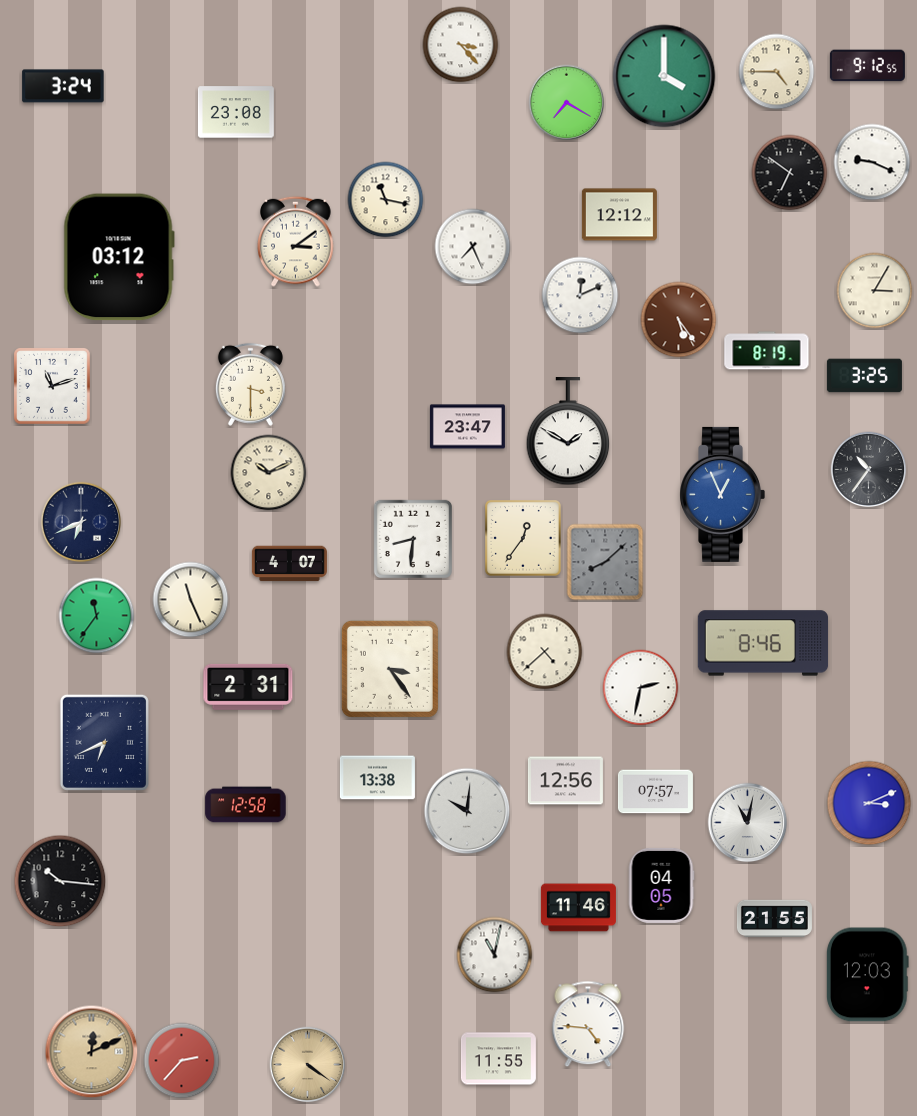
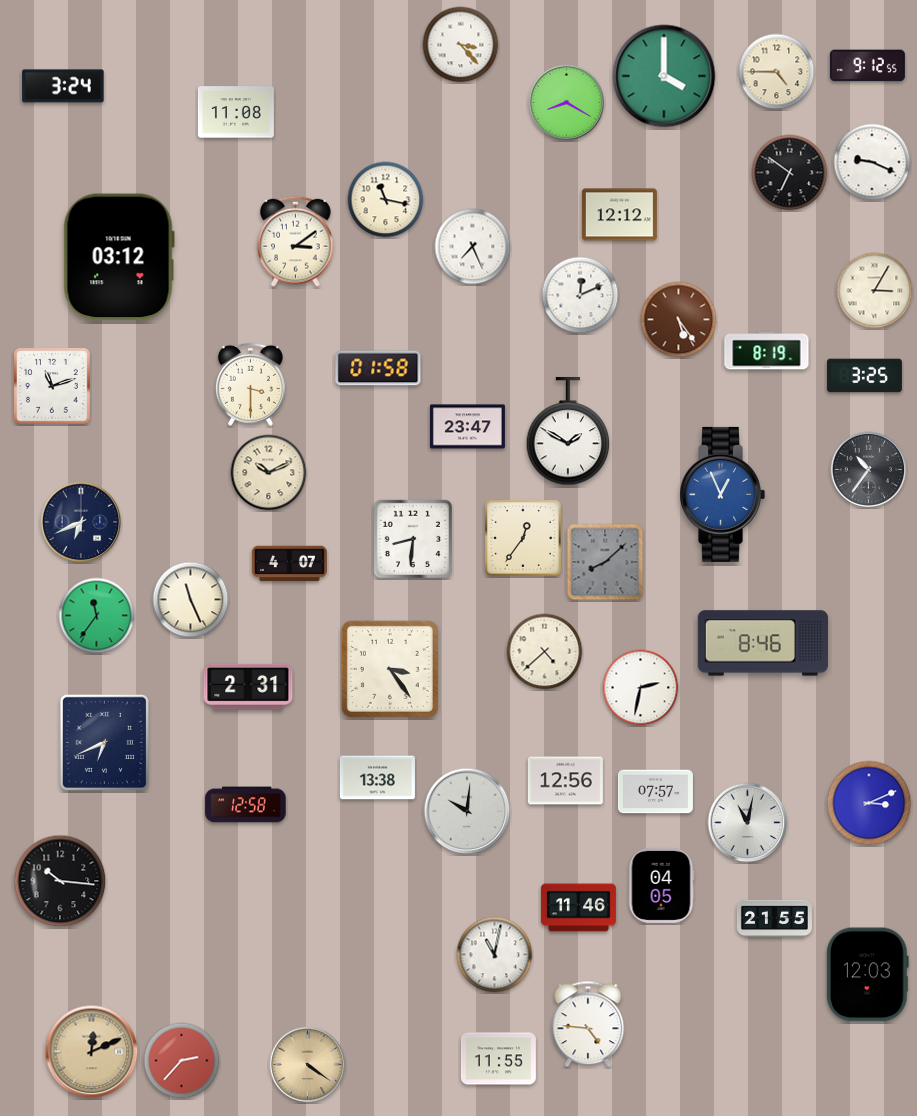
clock at (567, 103): 7:20 -> 8:20
clock at (236, 112): 23:08 -> 11:08
clock at (378, 368): none -> 01:58
